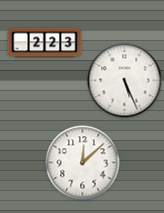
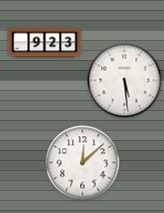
clock at (45, 43): 2:23 -> 9:23
clock at (125, 81): 5:26 -> 5:29
